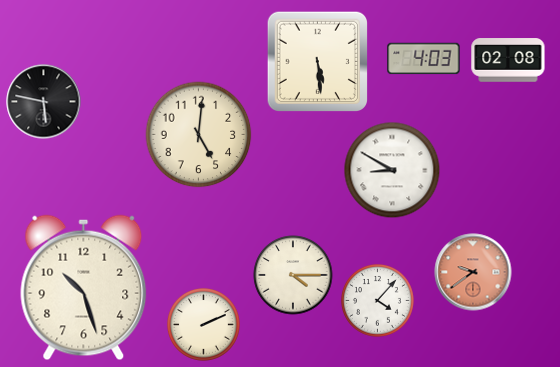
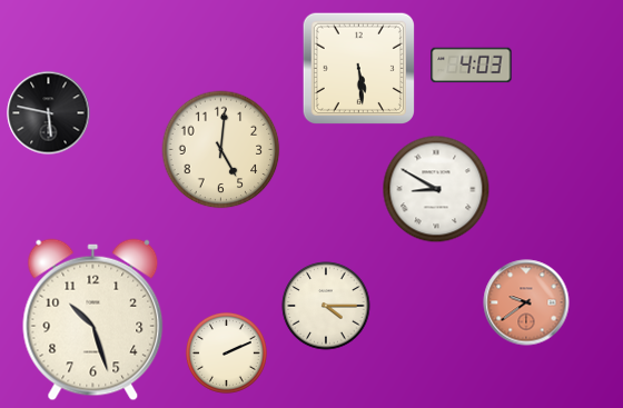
clock at (508, 60): 02:08 -> none
clock at (317, 61) position: (317, 61) -> (358, 68)
clock at (377, 300): 4:07 -> none
clock at (203, 324) position: (203, 324) -> (226, 352)
